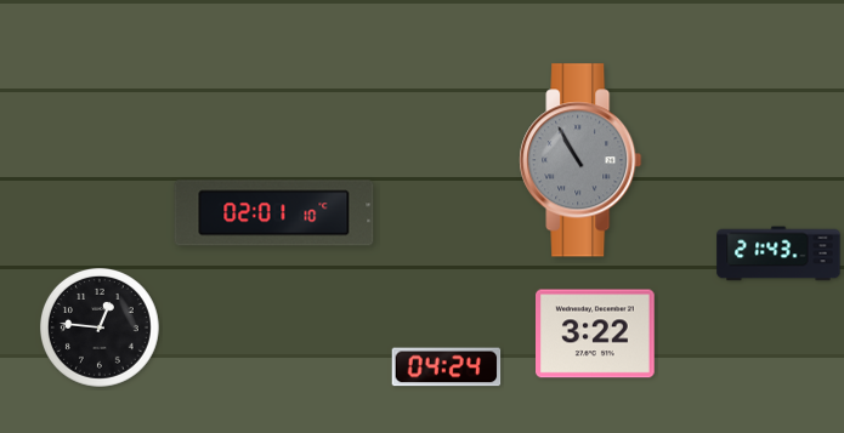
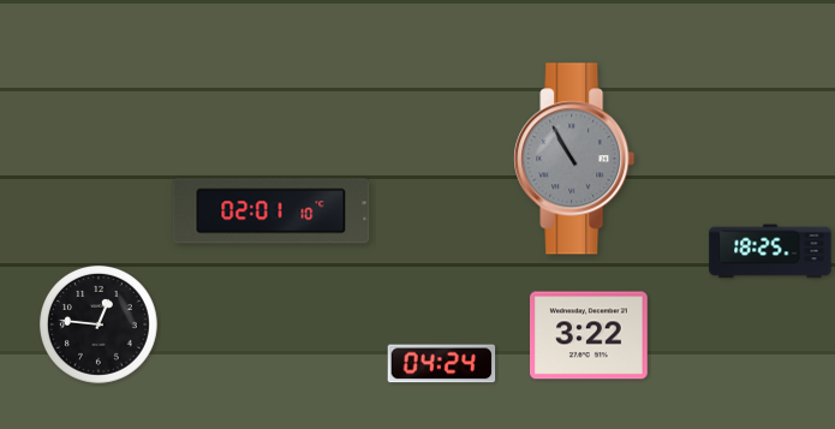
clock at (778, 253): 21:43 -> 18:25
clock at (596, 334) position: (596, 334) -> (590, 335)
